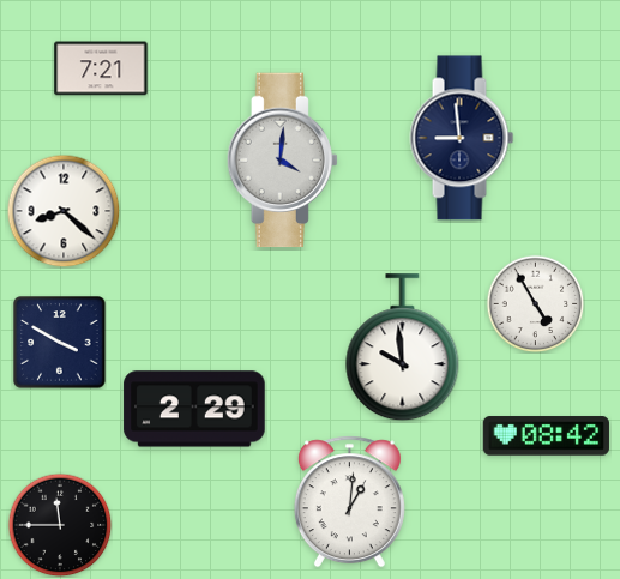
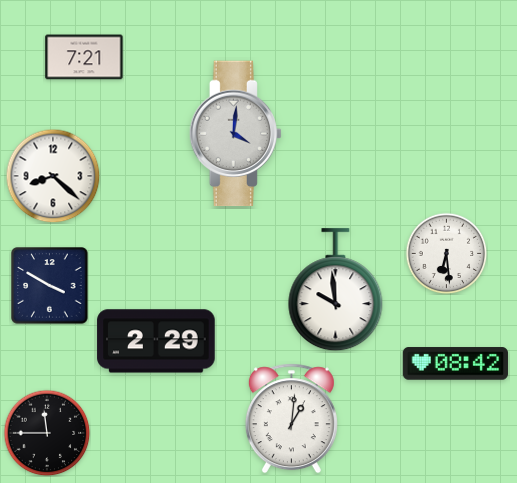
clock at (462, 138): 8:59 -> none
clock at (535, 303): 4:55 -> 6:29
clock at (194, 409) position: (194, 409) -> (156, 341)
clock at (60, 525) position: (60, 525) -> (47, 433)
